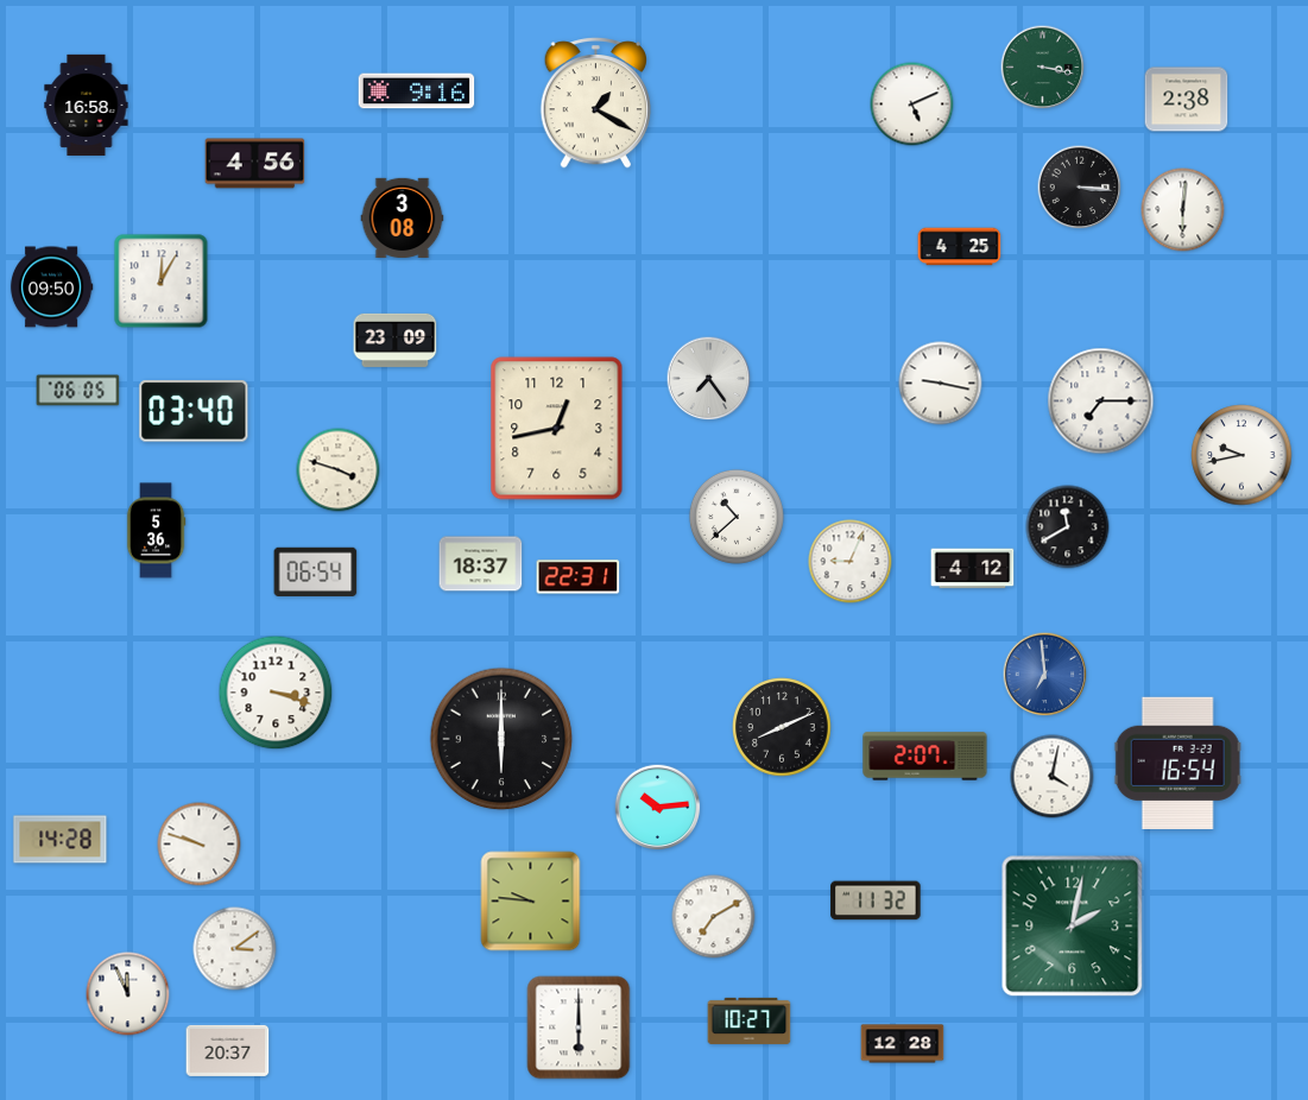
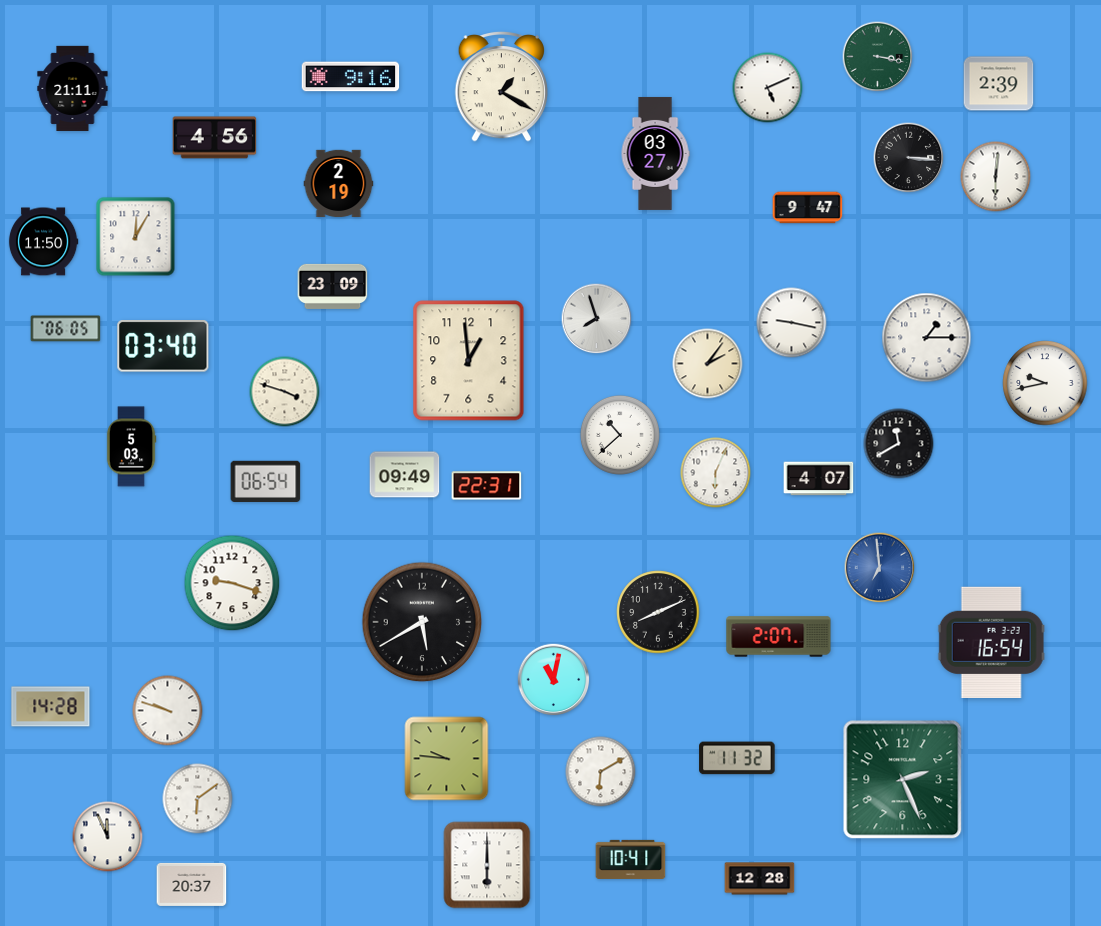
clock at (1187, 100): 2:38 -> 2:39
clock at (87, 105): 16:58 -> 21:11
clock at (655, 153): none -> 03:27
clock at (403, 219): 3:08 -> 2:19
clock at (960, 247): 4:25 -> 9:47
clock at (51, 287): 09:50 -> 11:50
clock at (709, 379): 7:24 -> 7:57
clock at (1101, 402): 7:15 -> 1:15
clock at (557, 429): 12:43 -> 12:59
clock at (708, 364): none -> 2:06
clock at (339, 470) position: (339, 470) -> (285, 392)
clock at (156, 531): 5:36 -> 5:03
clock at (851, 562): 9:04 -> 6:04
clock at (481, 564): 18:37 -> 09:49
clock at (973, 569): 4:12 -> 4:07
clock at (276, 693): 3:18 -> 9:18
clock at (501, 739): 6:00 -> 5:40
clock at (1053, 777): 4:02 -> none
clock at (658, 808): 10:14 -> 11:02
clock at (714, 917): 7:10 -> 6:10
clock at (1073, 927): 2:02 -> 2:26
clock at (235, 949): 3:09 -> 6:09
clock at (750, 1020): 10:27 -> 10:41
